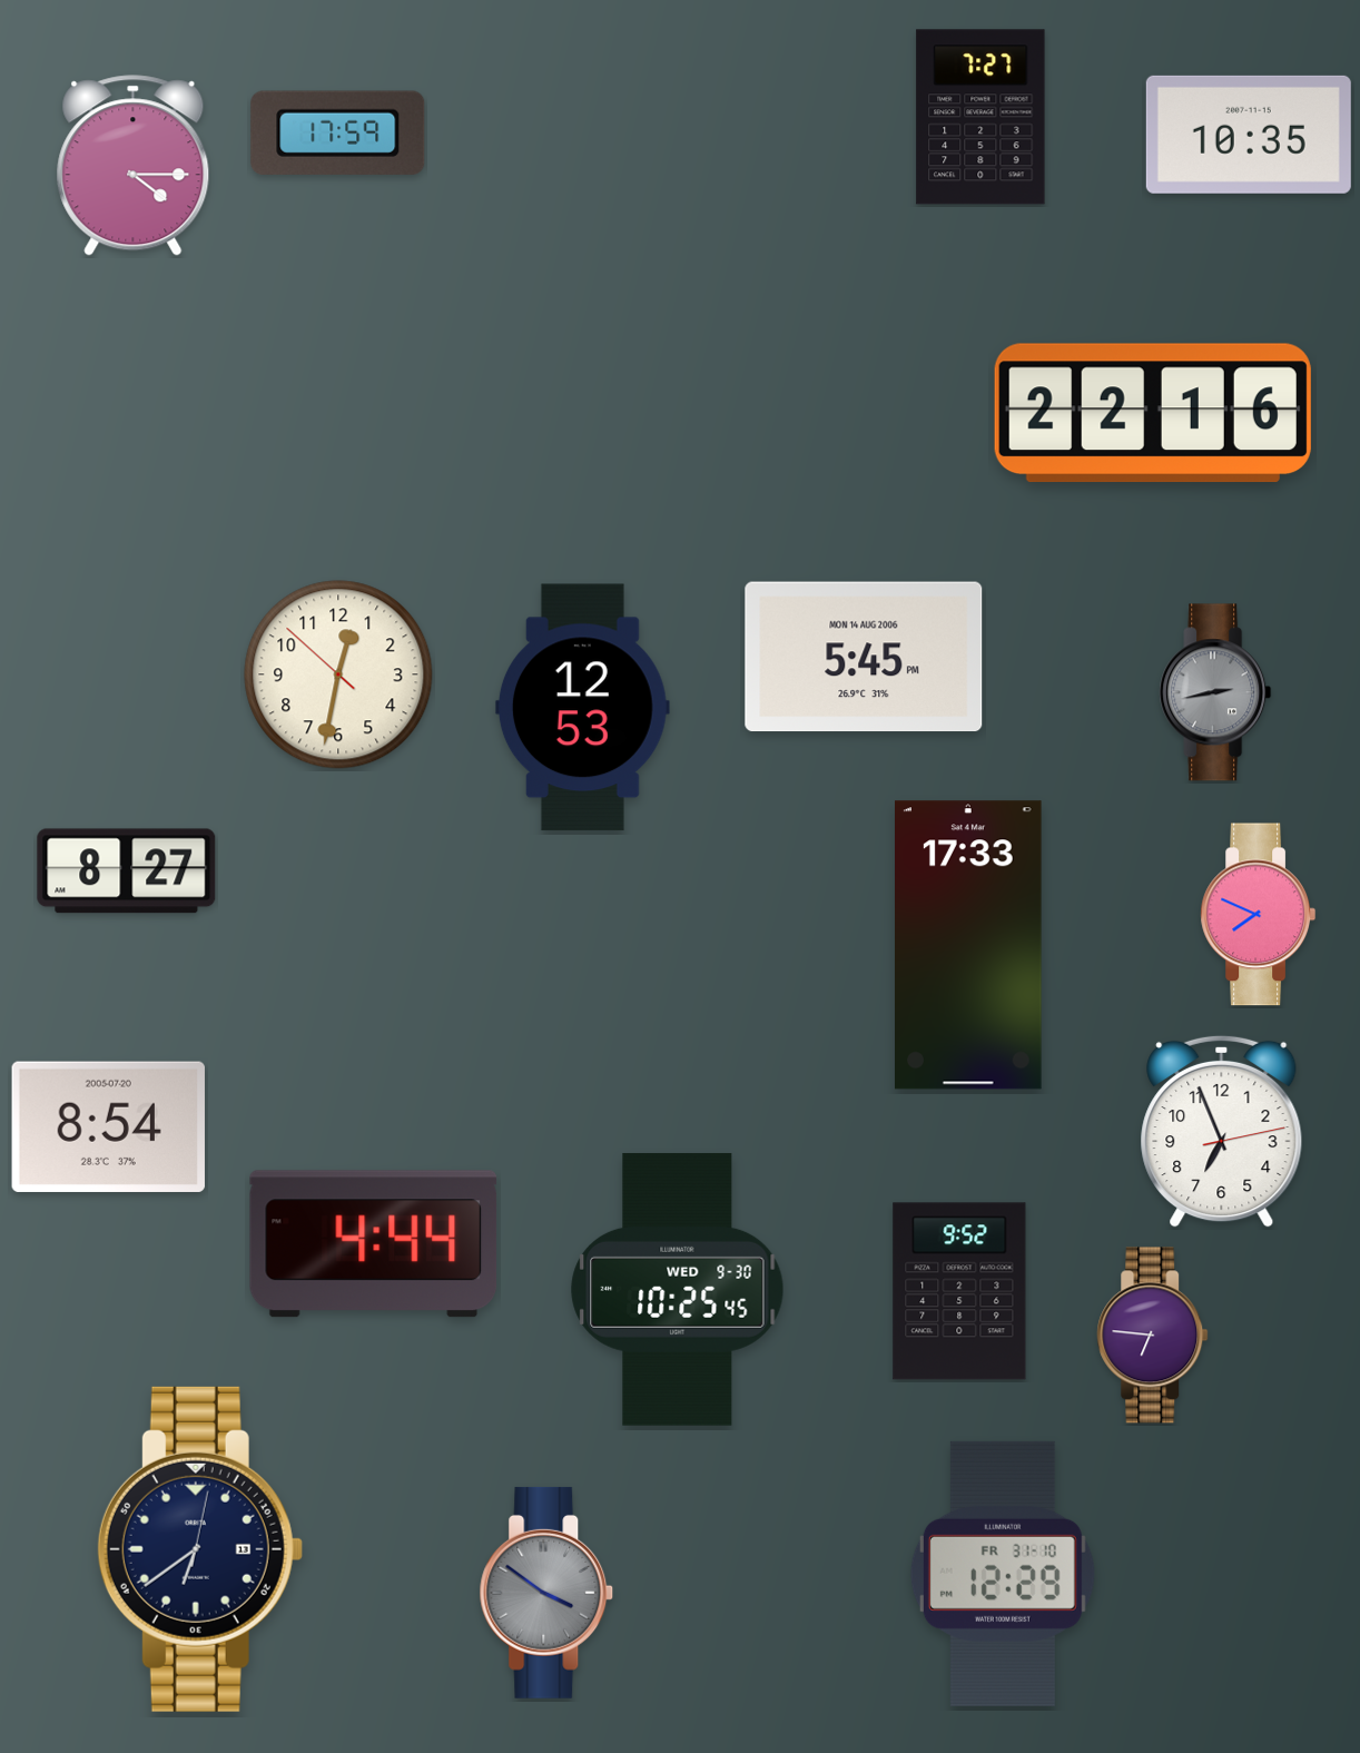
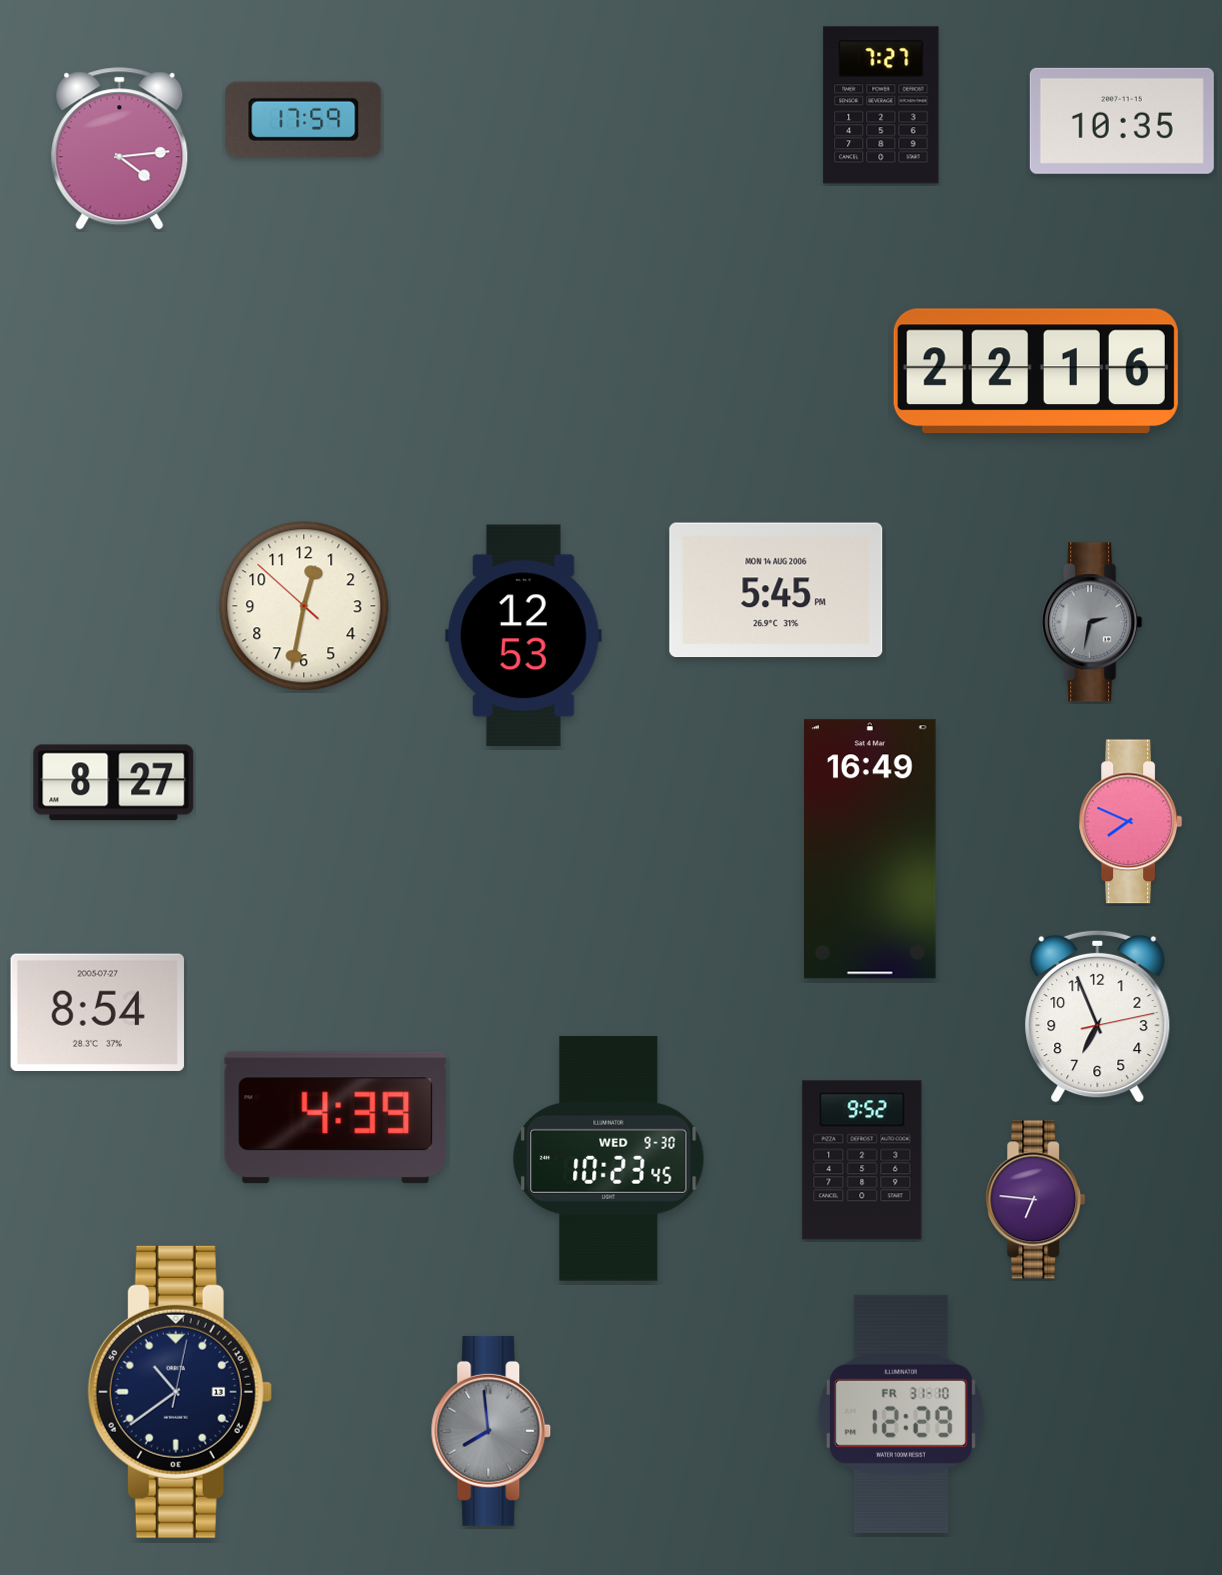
clock at (134, 166): 4:15 -> 4:14
clock at (1215, 692): 2:43 -> 2:32
clock at (969, 945): 17:33 -> 16:49
clock at (108, 1126) date: 2005-07-20 -> 2005-07-27
clock at (374, 1244): 4:44 -> 4:39
clock at (678, 1289): 10:25 -> 10:23
clock at (200, 1549): 6:39 -> 10:39
clock at (546, 1593): 3:51 -> 7:59
